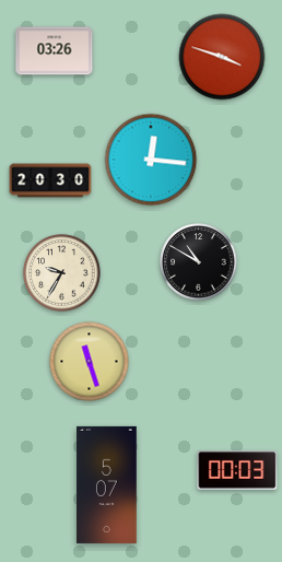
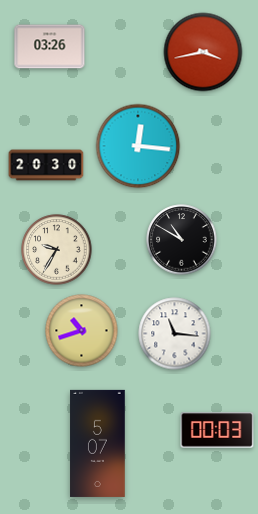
clock at (222, 57): 3:48 -> 3:43
clock at (90, 362): 11:27 -> 10:42
clock at (175, 334): none -> 11:16
